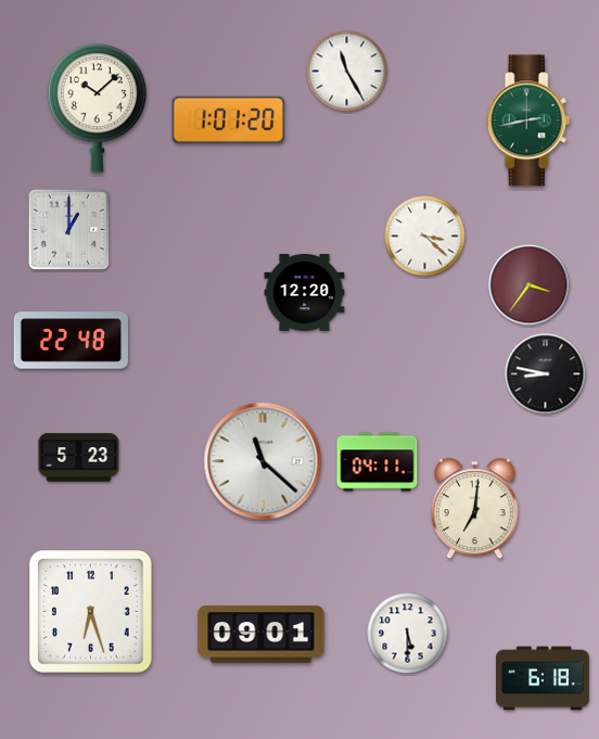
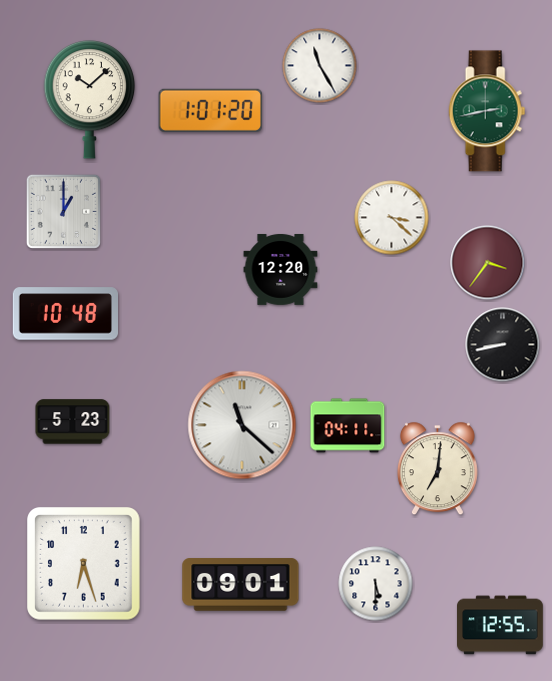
clock at (71, 341): 22:48 -> 10:48
clock at (546, 374): 8:47 -> 8:43
clock at (544, 678): 6:18 -> 12:55
